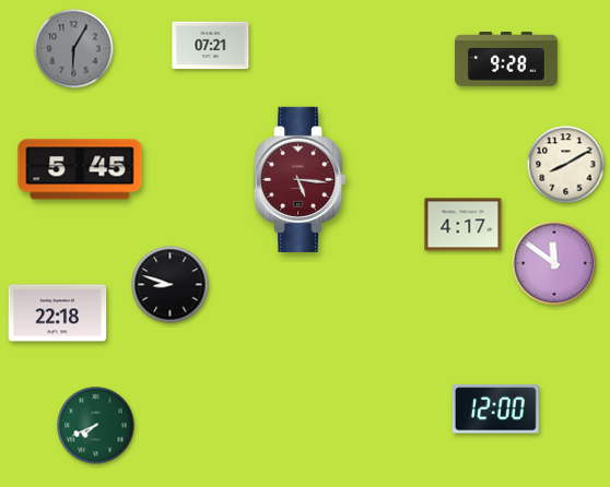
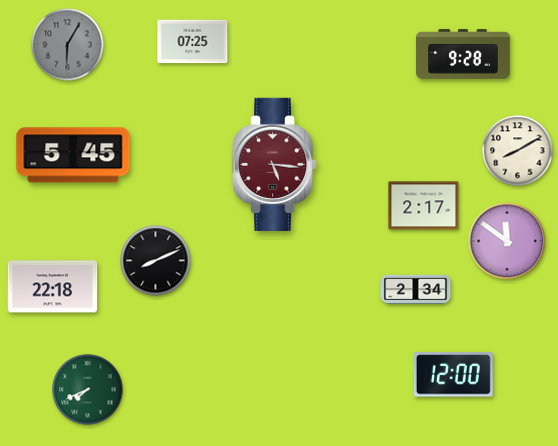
clock at (211, 46): 07:21 -> 07:25
clock at (464, 225): 4:17 -> 2:17
clock at (171, 285): 8:48 -> 8:11
clock at (416, 289): none -> 2:34
